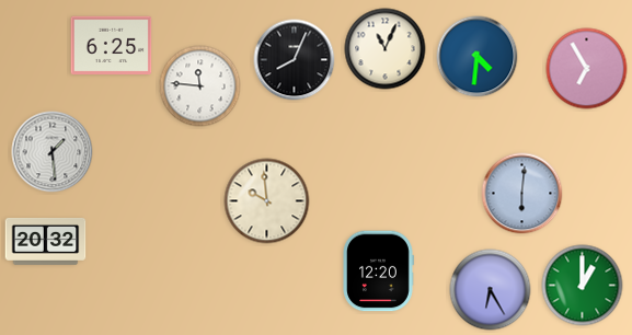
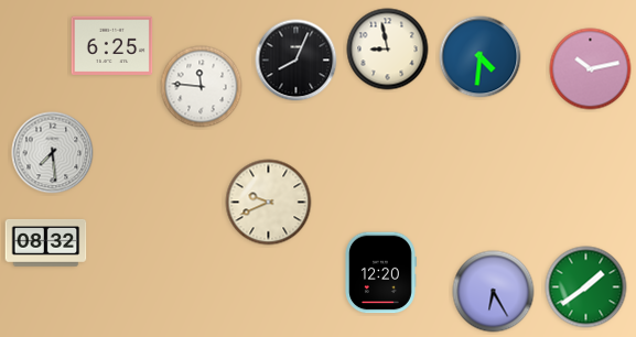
clock at (386, 49): 11:04 -> 8:58
clock at (587, 69): 6:55 -> 10:13
clock at (53, 152): 1:29 -> 7:29
clock at (522, 194): 6:01 -> none
clock at (267, 201): 9:59 -> 9:41
clock at (46, 241): 20:32 -> 08:32
clock at (583, 286): 1:00 -> 1:39
